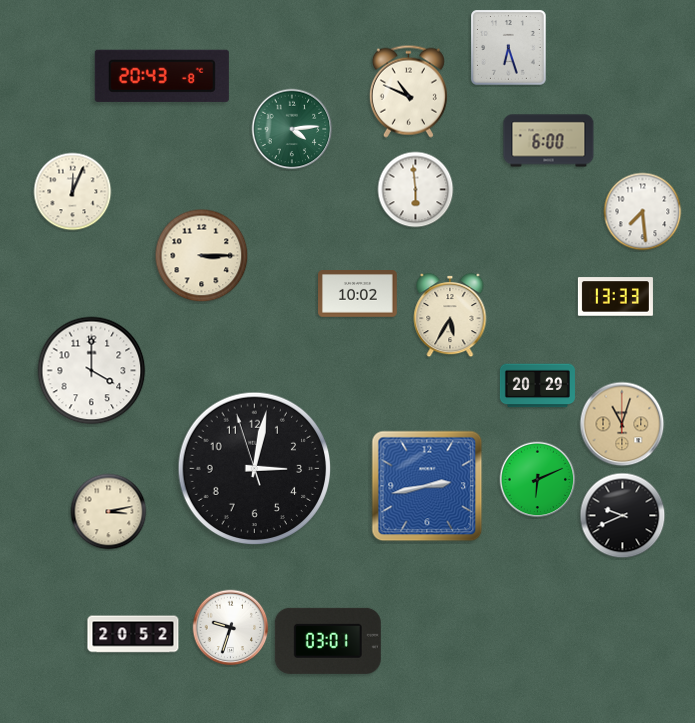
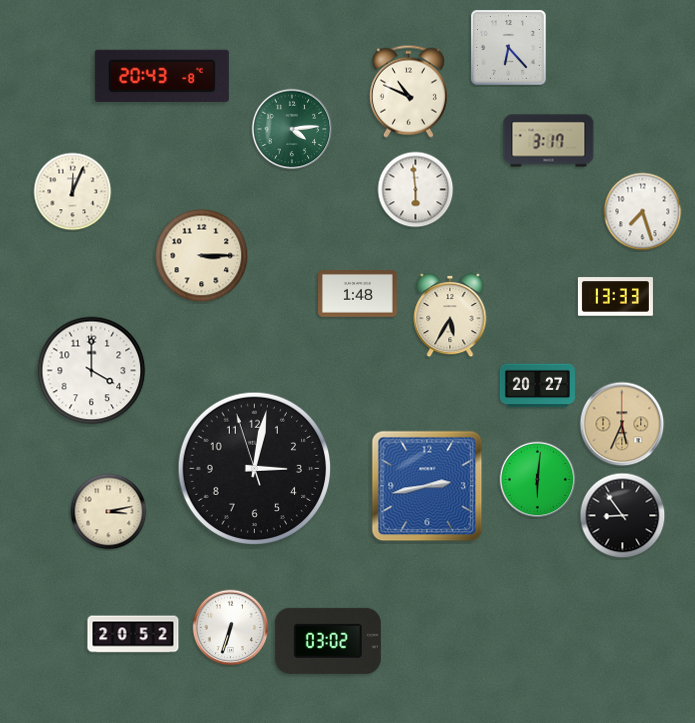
clock at (509, 48): 6:27 -> 6:23
clock at (549, 141): 6:00 -> 3:17
clock at (643, 212): 7:29 -> 7:27
clock at (358, 294): 10:02 -> 1:48
clock at (537, 386): 20:29 -> 20:27
clock at (622, 424): 11:03 -> 5:34
clock at (538, 480): 6:11 -> 6:01
clock at (623, 516): 9:41 -> 8:54
clock at (231, 628): 9:33 -> 6:33
clock at (328, 641): 03:01 -> 03:02
